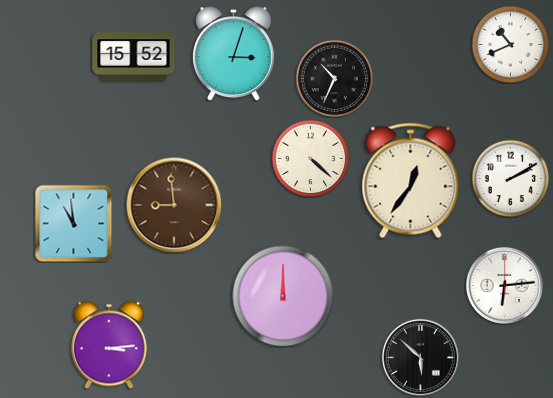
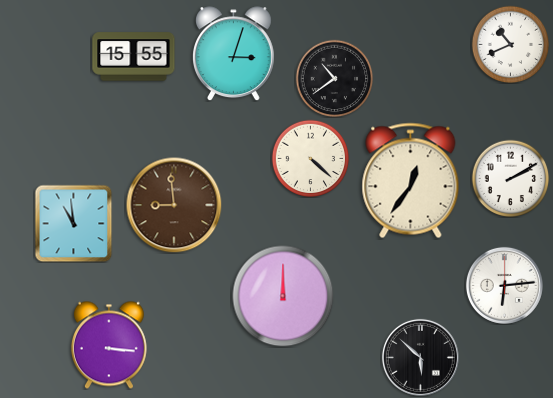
clock at (134, 57): 15:52 -> 15:55
clock at (334, 78): 10:34 -> 10:39
clock at (109, 345): 3:14 -> 3:16
